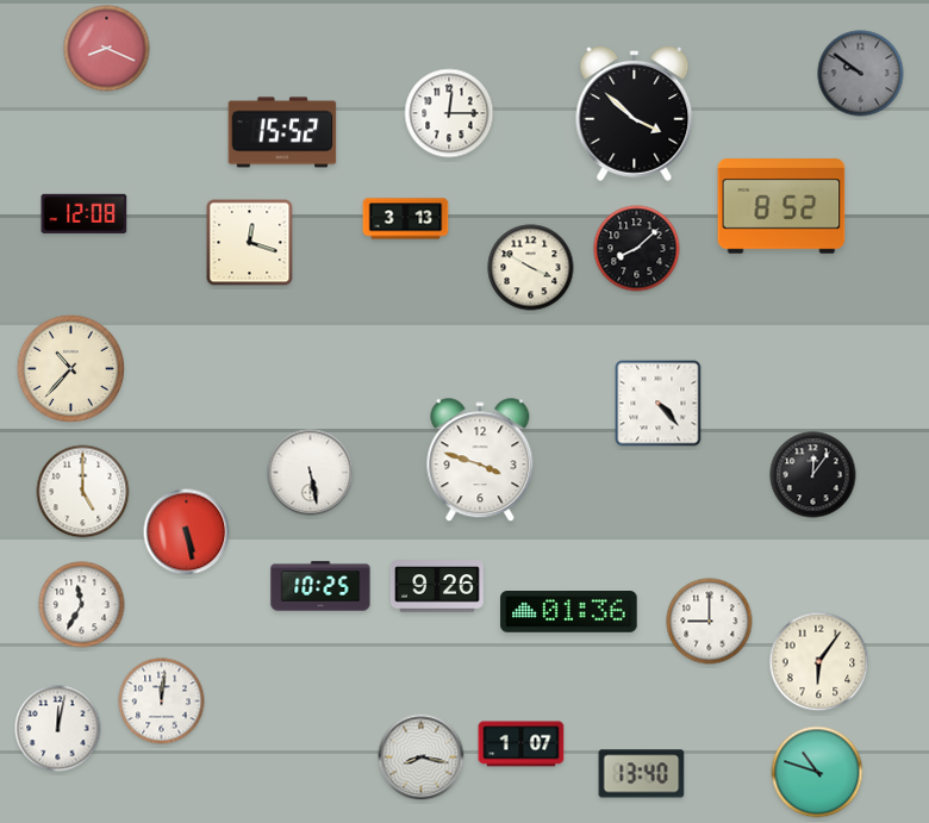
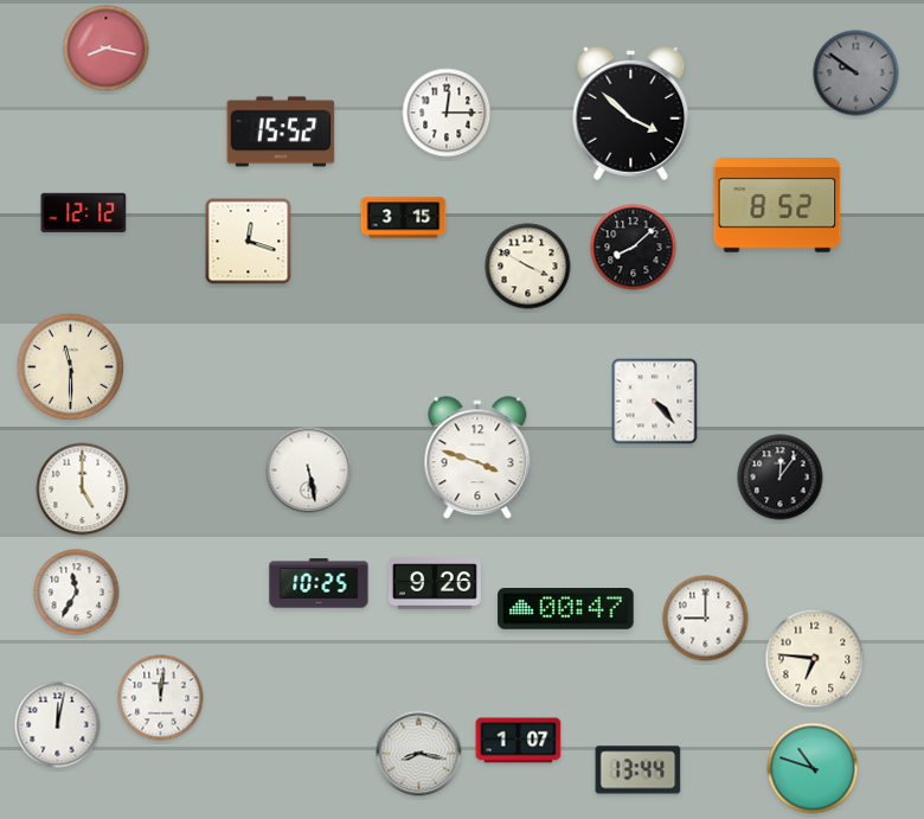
clock at (107, 49): 8:19 -> 8:17
clock at (85, 213): 12:08 -> 12:12
clock at (406, 219): 3:13 -> 3:15
clock at (70, 368): 10:37 -> 11:30
clock at (813, 475) position: (813, 475) -> (781, 478)
clock at (187, 532): 5:28 -> none
clock at (82, 605) position: (82, 605) -> (77, 593)
clock at (569, 612): 01:36 -> 00:47
clock at (819, 662): 6:06 -> 6:46
clock at (642, 774): 13:40 -> 13:44
